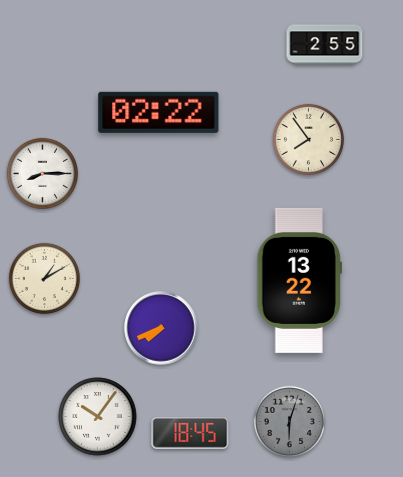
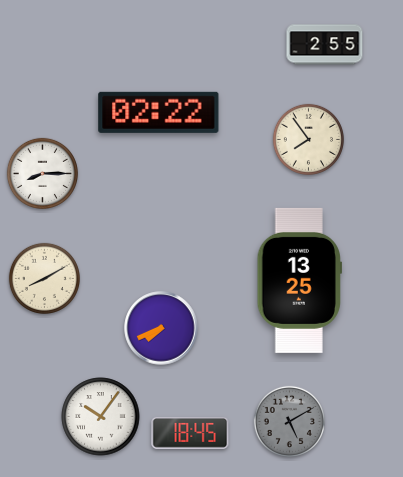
clock at (44, 278): 1:10 -> 8:10
clock at (299, 280): 13:22 -> 13:25
clock at (98, 417) position: (98, 417) -> (101, 417)
clock at (289, 421): 6:03 -> 5:10
